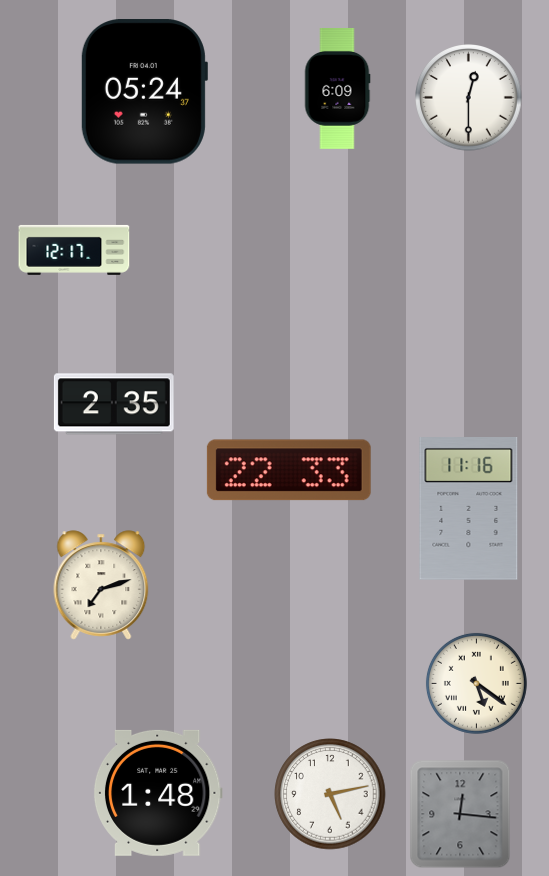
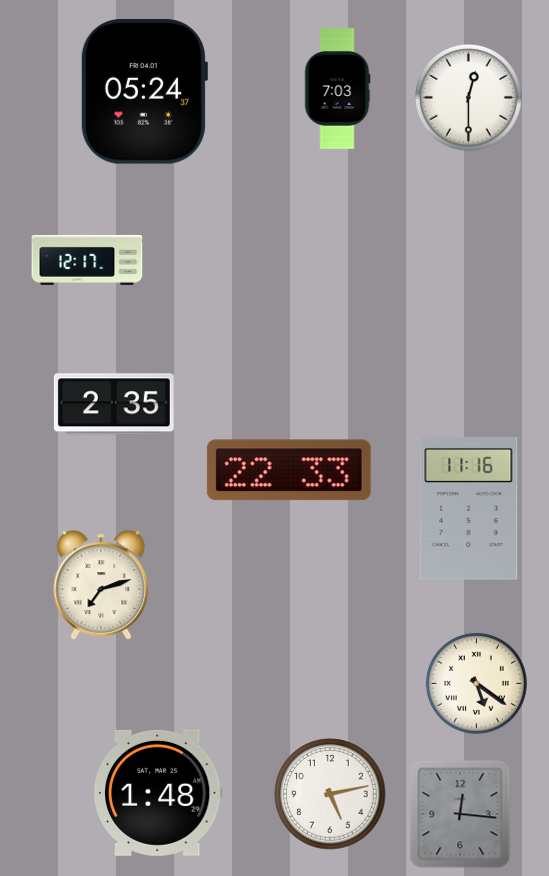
clock at (337, 89): 6:09 -> 7:03
clock at (74, 250) position: (74, 250) -> (87, 260)
